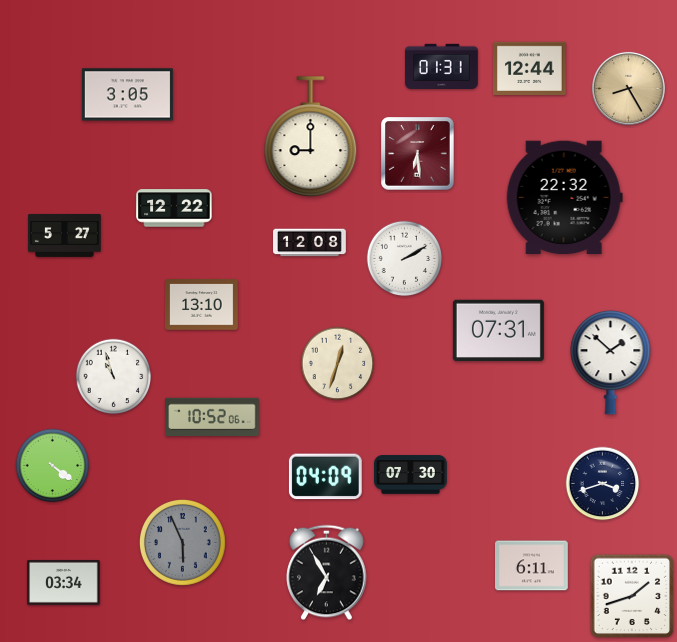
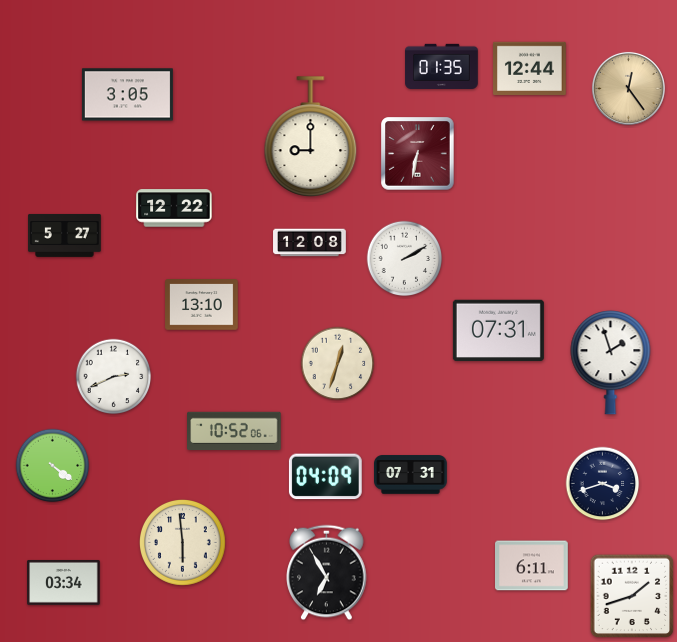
clock at (442, 66): 01:31 -> 01:35
clock at (628, 88): 8:25 -> 12:24
clock at (418, 154): 6:29 -> 6:32
clock at (564, 197): 22:32 -> none
clock at (611, 363): 1:52 -> 1:57
clock at (114, 377): 10:57 -> 2:41
clock at (212, 416) position: (212, 416) -> (234, 430)
clock at (411, 475): 07:30 -> 07:31
clock at (182, 542): 5:56 -> 5:59
clock at (182, 542) dial: grey -> cream
